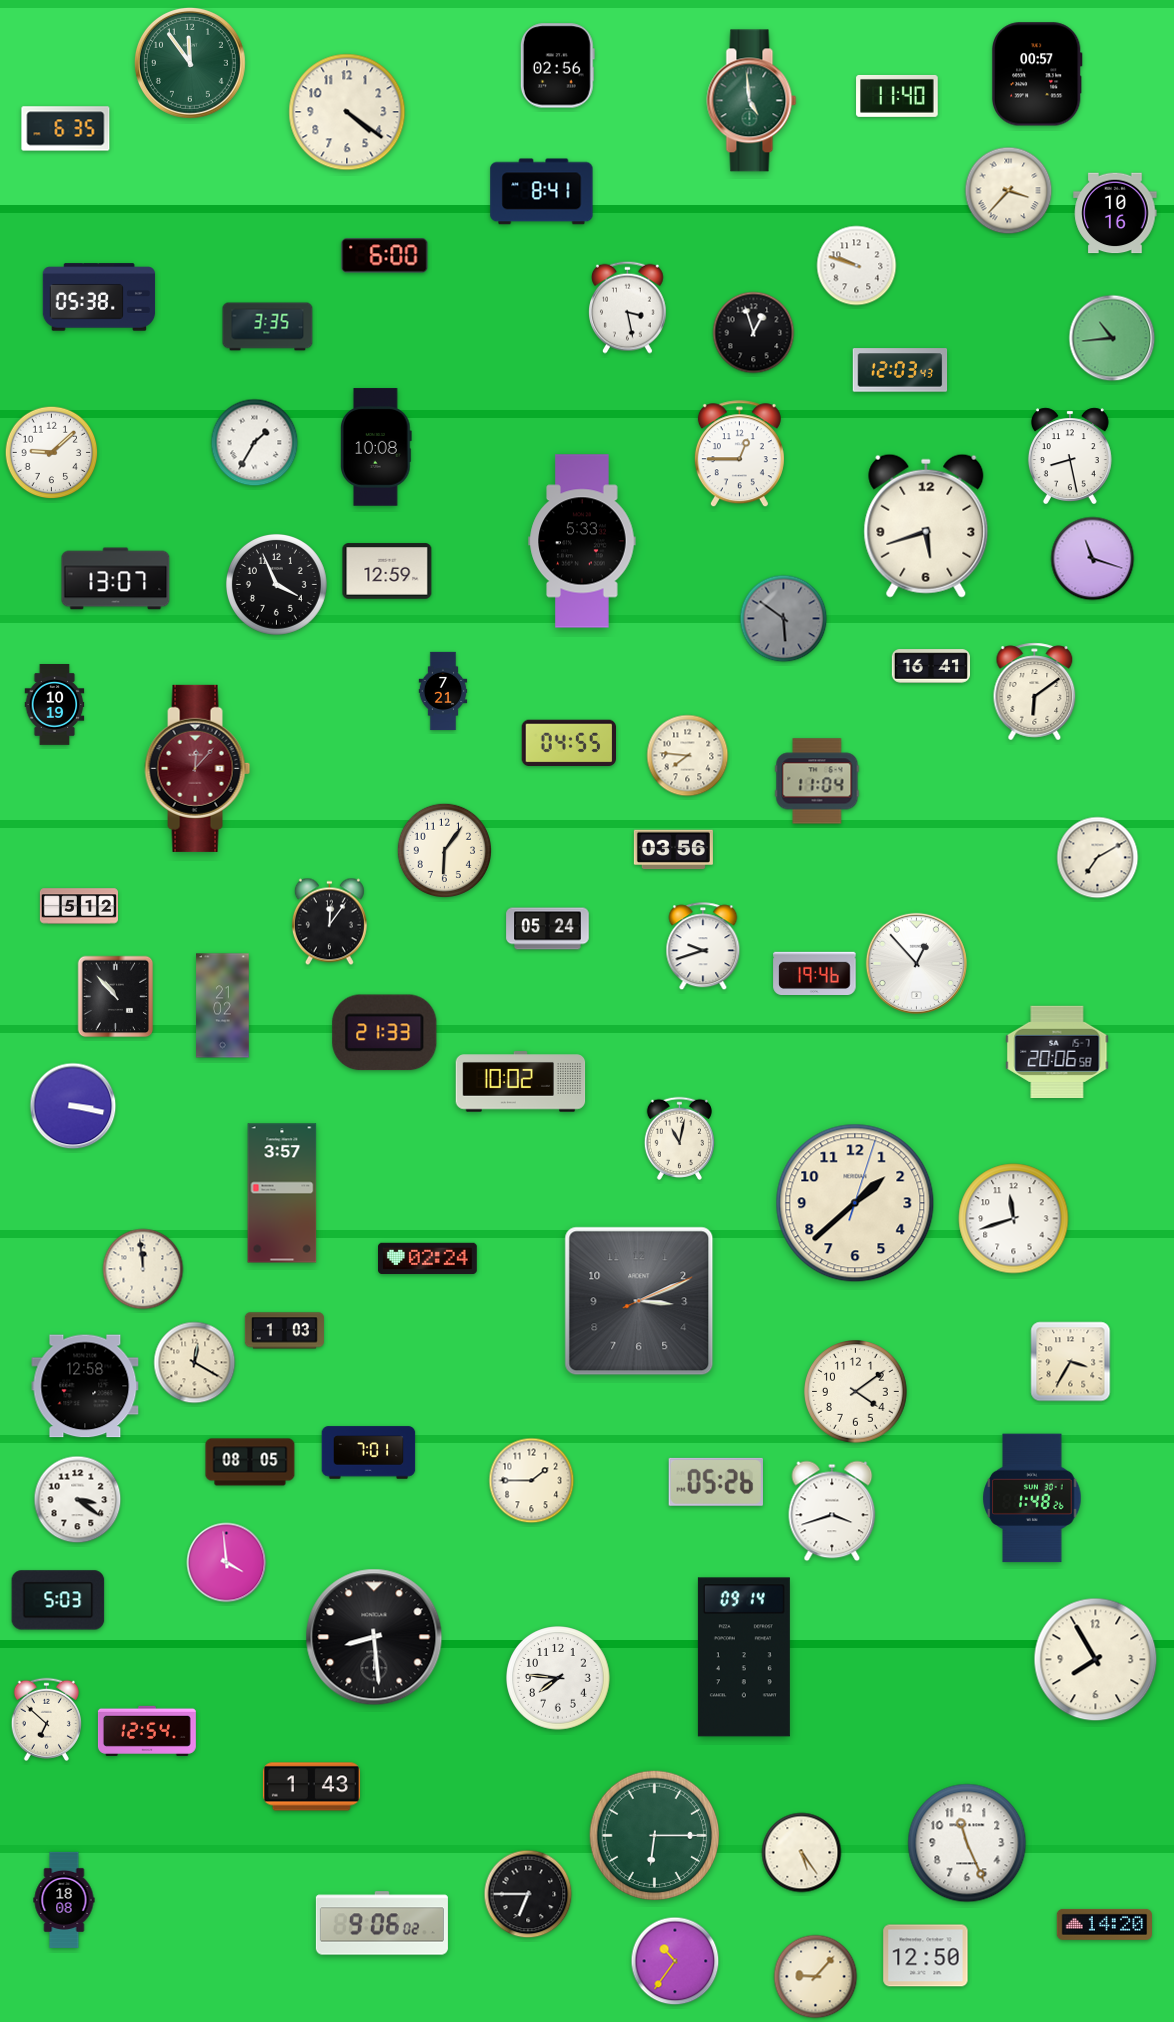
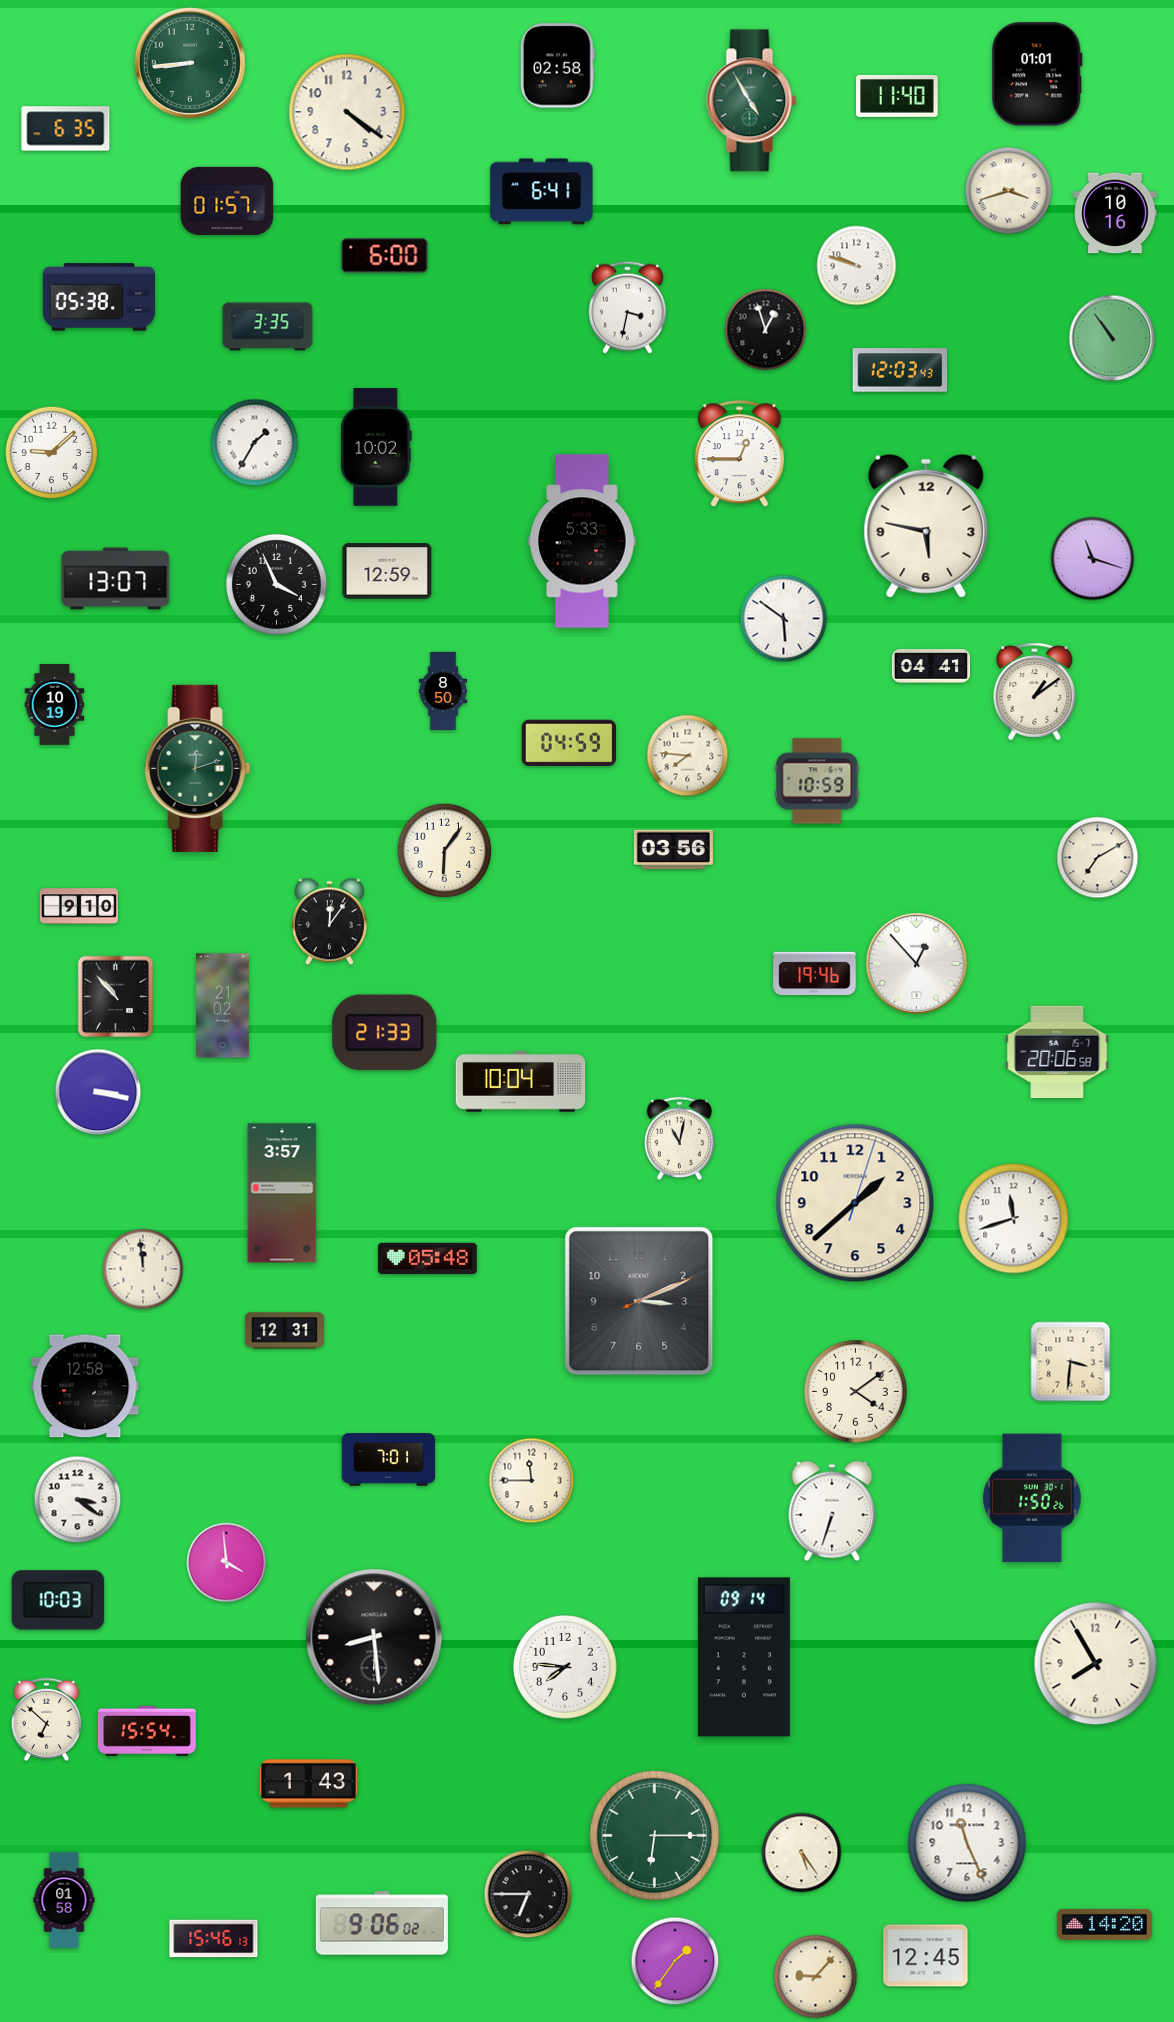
clock at (190, 63): 11:54 -> 8:44
clock at (557, 66): 02:56 -> 02:58
clock at (1037, 74): 00:57 -> 01:01
clock at (752, 101): 4:59 -> 4:55
clock at (1009, 191): 3:37 -> 3:42
clock at (542, 192): 8:41 -> 6:41
clock at (227, 201): none -> 01:57
clock at (628, 307): 3:28 -> 3:32
clock at (754, 333) position: (754, 333) -> (766, 330)
clock at (1112, 338): 10:44 -> 10:54
clock at (376, 447): 10:08 -> 10:02
clock at (1070, 455): 8:28 -> none
clock at (926, 526): 5:42 -> 5:47
clock at (784, 619) dial: grey -> white
clock at (930, 666): 16:41 -> 04:41
clock at (443, 691): 7:21 -> 8:50
clock at (1035, 692): 6:09 -> 1:09
clock at (568, 743): 04:55 -> 04:59
clock at (198, 768): 12:07 -> 12:12
clock at (198, 768) dial: burgundy -> green
clock at (817, 781): 11:04 -> 10:59
clock at (78, 906): 5:12 -> 9:10
clock at (548, 929): 05:24 -> none
clock at (703, 947): 9:42 -> none
clock at (521, 1082): 10:02 -> 10:04
clock at (73, 1106) position: (73, 1106) -> (98, 1092)
clock at (428, 1258): 02:24 -> 05:48
clock at (284, 1331): 1:03 -> 12:31
clock at (1071, 1362): 3:35 -> 3:31
clock at (195, 1363): 12:20 -> none
clock at (369, 1453) position: (369, 1453) -> (389, 1460)
clock at (250, 1462): 08:05 -> none
clock at (532, 1481): 1:45 -> 11:45
clock at (716, 1482): 05:26 -> none
clock at (1032, 1498): 1:48 -> 1:50
clock at (832, 1511): 3:42 -> 6:33
clock at (58, 1600): 5:03 -> 10:03
clock at (1096, 1660) position: (1096, 1660) -> (1096, 1664)
clock at (558, 1678) position: (558, 1678) -> (565, 1667)
clock at (147, 1731): 12:54 -> 15:54
clock at (311, 1787) position: (311, 1787) -> (308, 1784)
clock at (64, 1900): 18:08 -> 01:58
clock at (214, 1939): none -> 15:46
clock at (926, 1956): 12:50 -> 12:45
clock at (675, 1961): 10:36 -> 1:36
